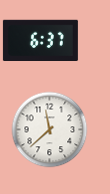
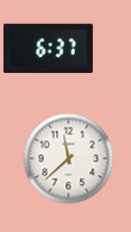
clock at (50, 130) position: (50, 130) -> (69, 159)
